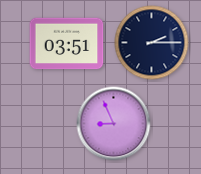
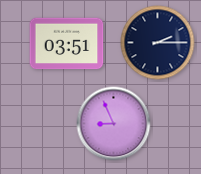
clock at (152, 43) position: (152, 43) -> (158, 43)
